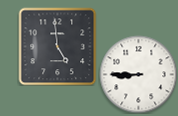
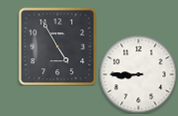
clock at (57, 46): 4:59 -> 4:55
